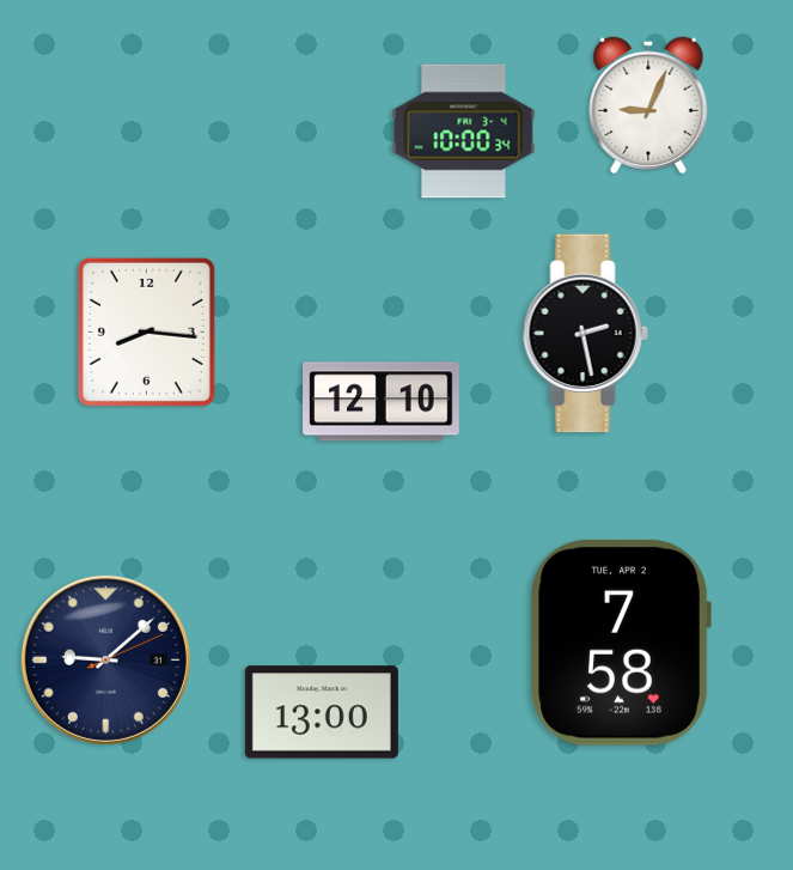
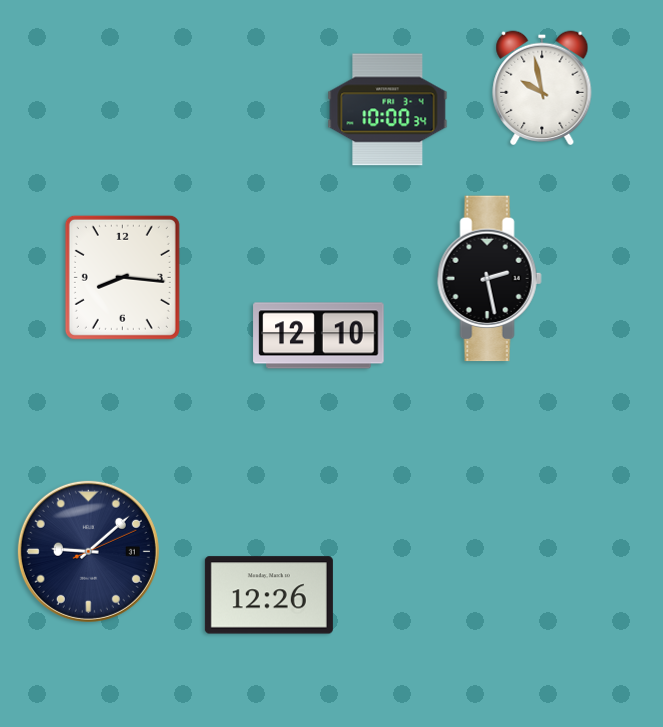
clock at (648, 104): 9:04 -> 9:58
clock at (621, 643): 7:58 -> none
clock at (322, 712): 13:00 -> 12:26
